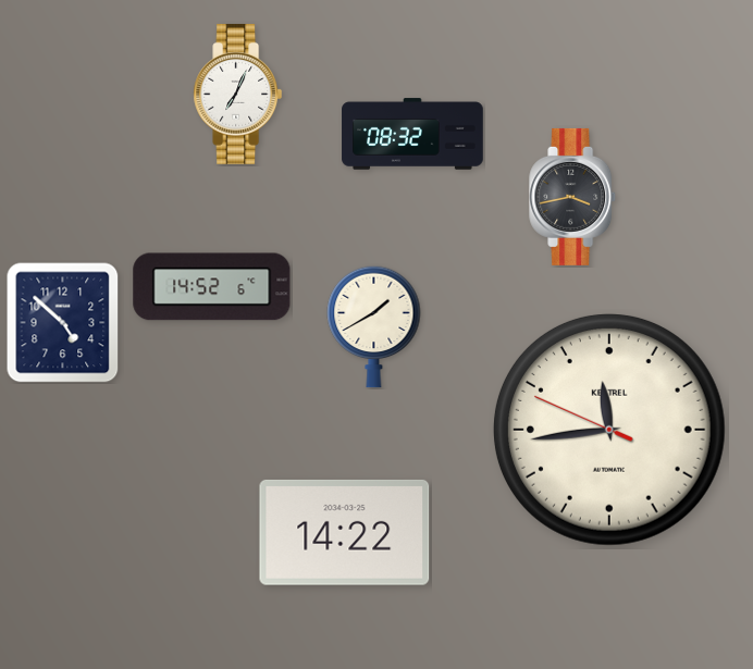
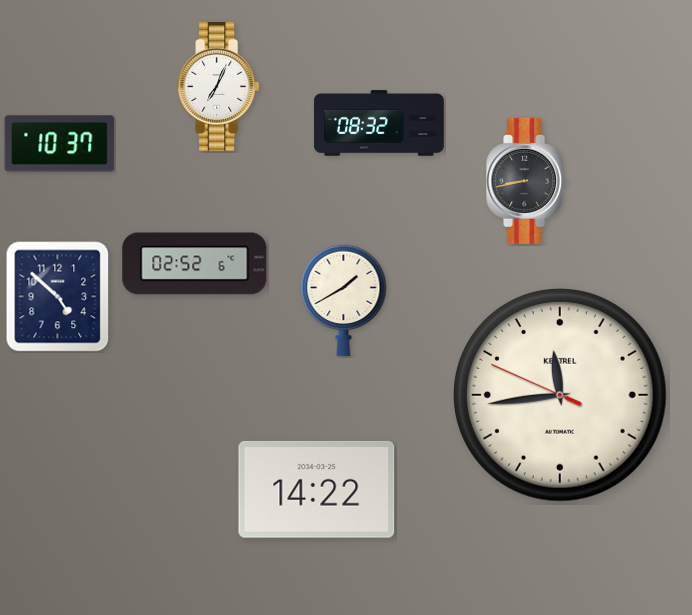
clock at (60, 144): none -> 10:37
clock at (573, 197): 3:43 -> 8:43
clock at (212, 287): 14:52 -> 02:52
